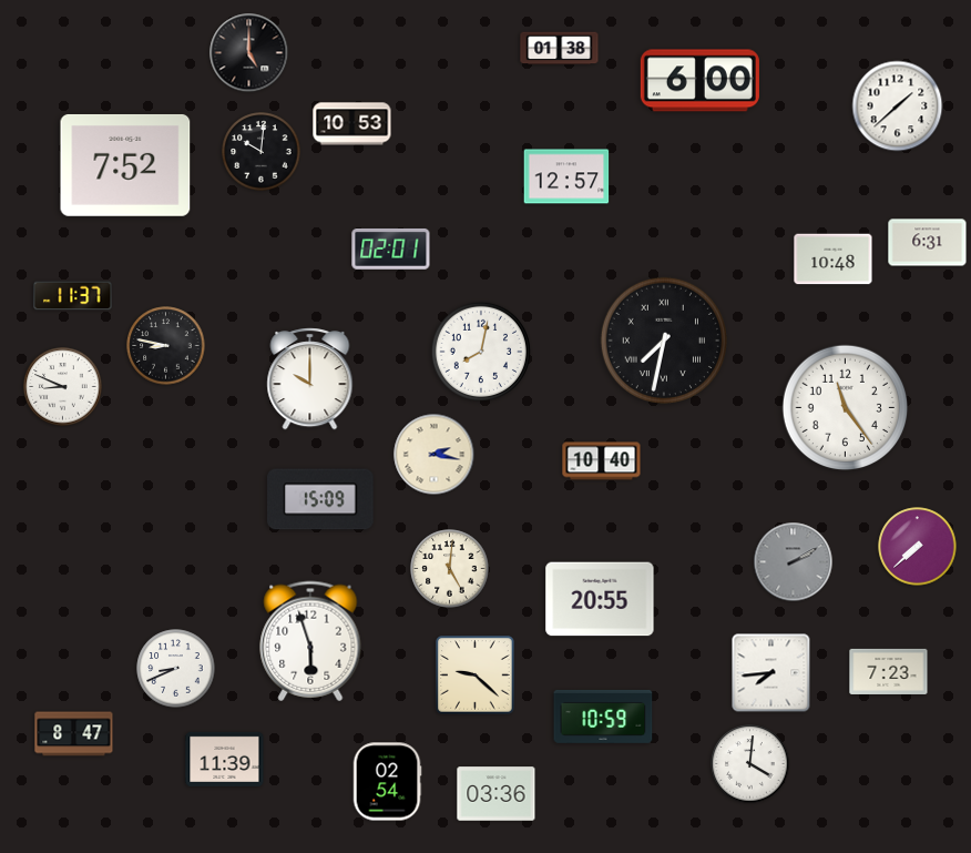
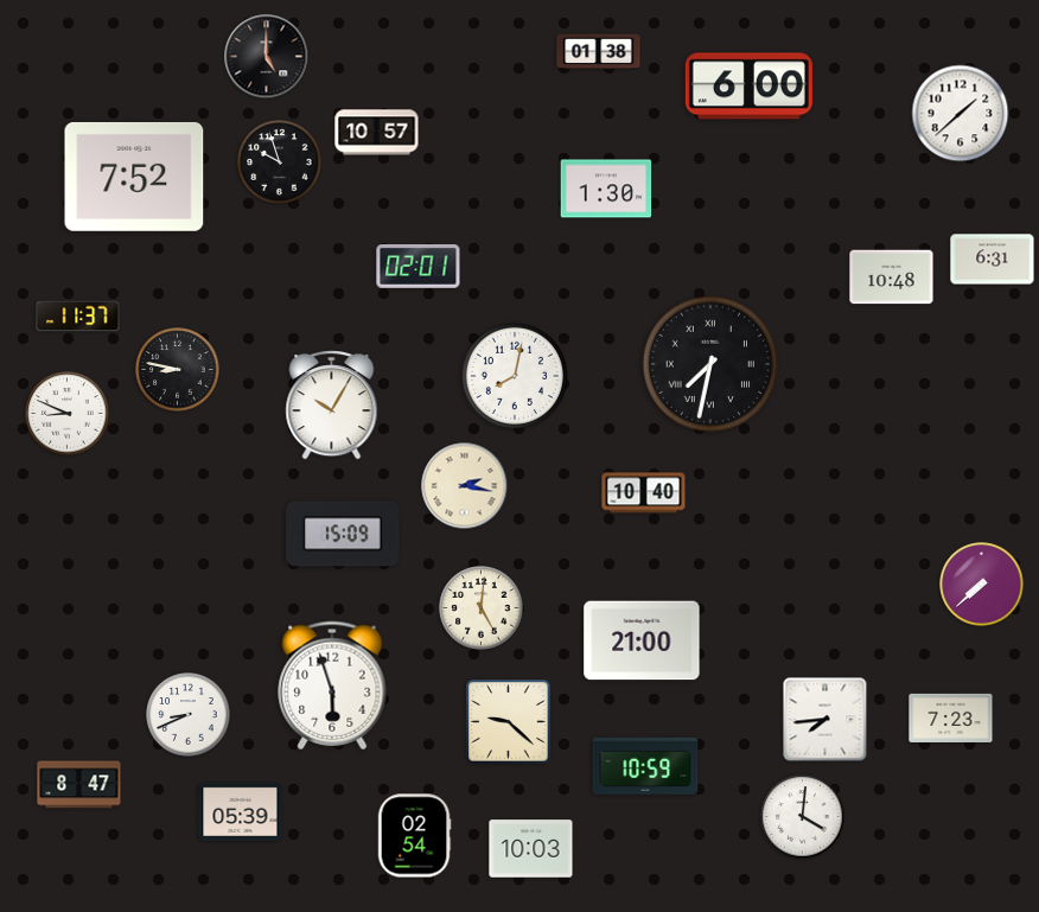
clock at (352, 124): 10:53 -> 10:57
clock at (262, 152): 10:01 -> 9:57
clock at (566, 176): 12:57 -> 1:30
clock at (310, 379): 10:00 -> 10:05
clock at (846, 408): 11:24 -> none
clock at (794, 562): 2:10 -> none
clock at (600, 599): 20:55 -> 21:00
clock at (225, 759): 11:39 -> 05:39
clock at (497, 794): 03:36 -> 10:03
